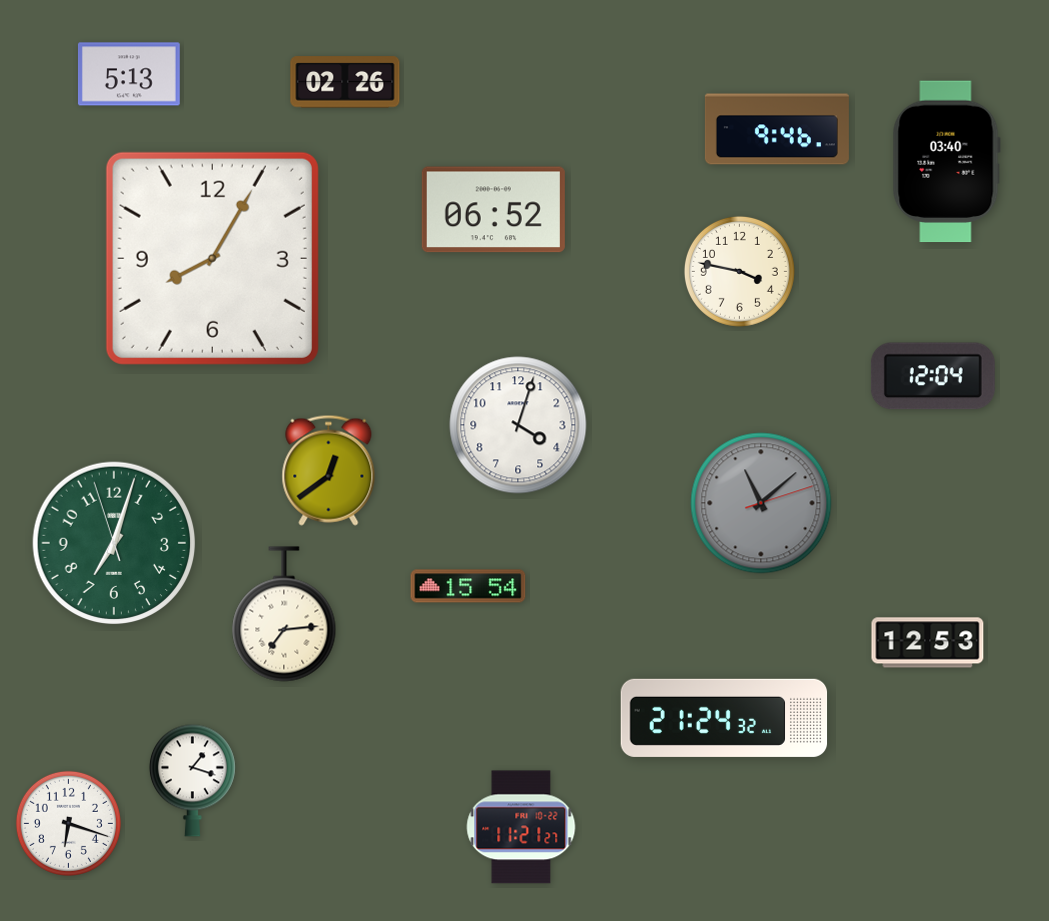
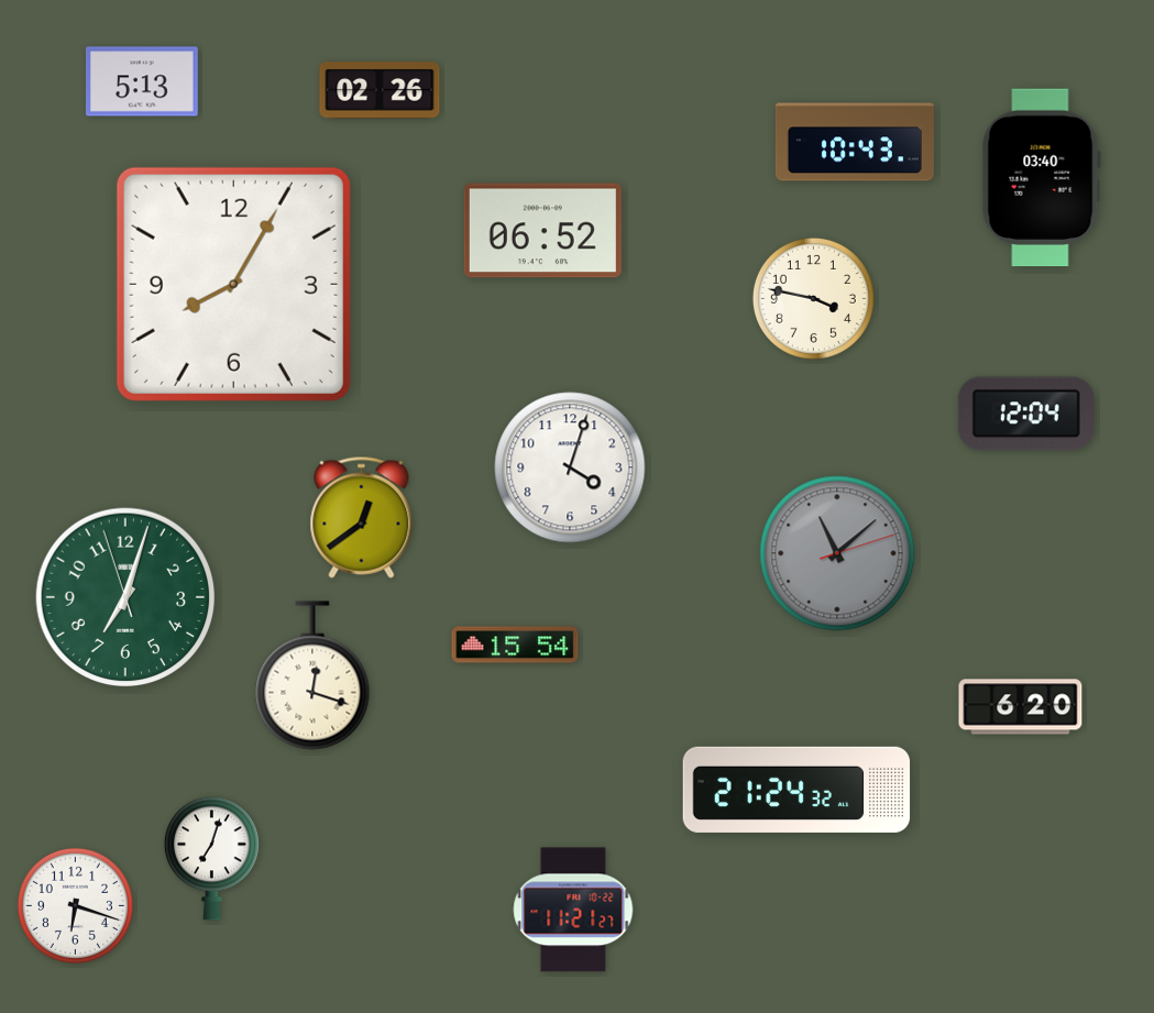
clock at (777, 129): 9:46 -> 10:43
clock at (284, 614): 7:14 -> 12:18
clock at (928, 643): 12:53 -> 6:20
clock at (192, 780): 1:18 -> 7:03
